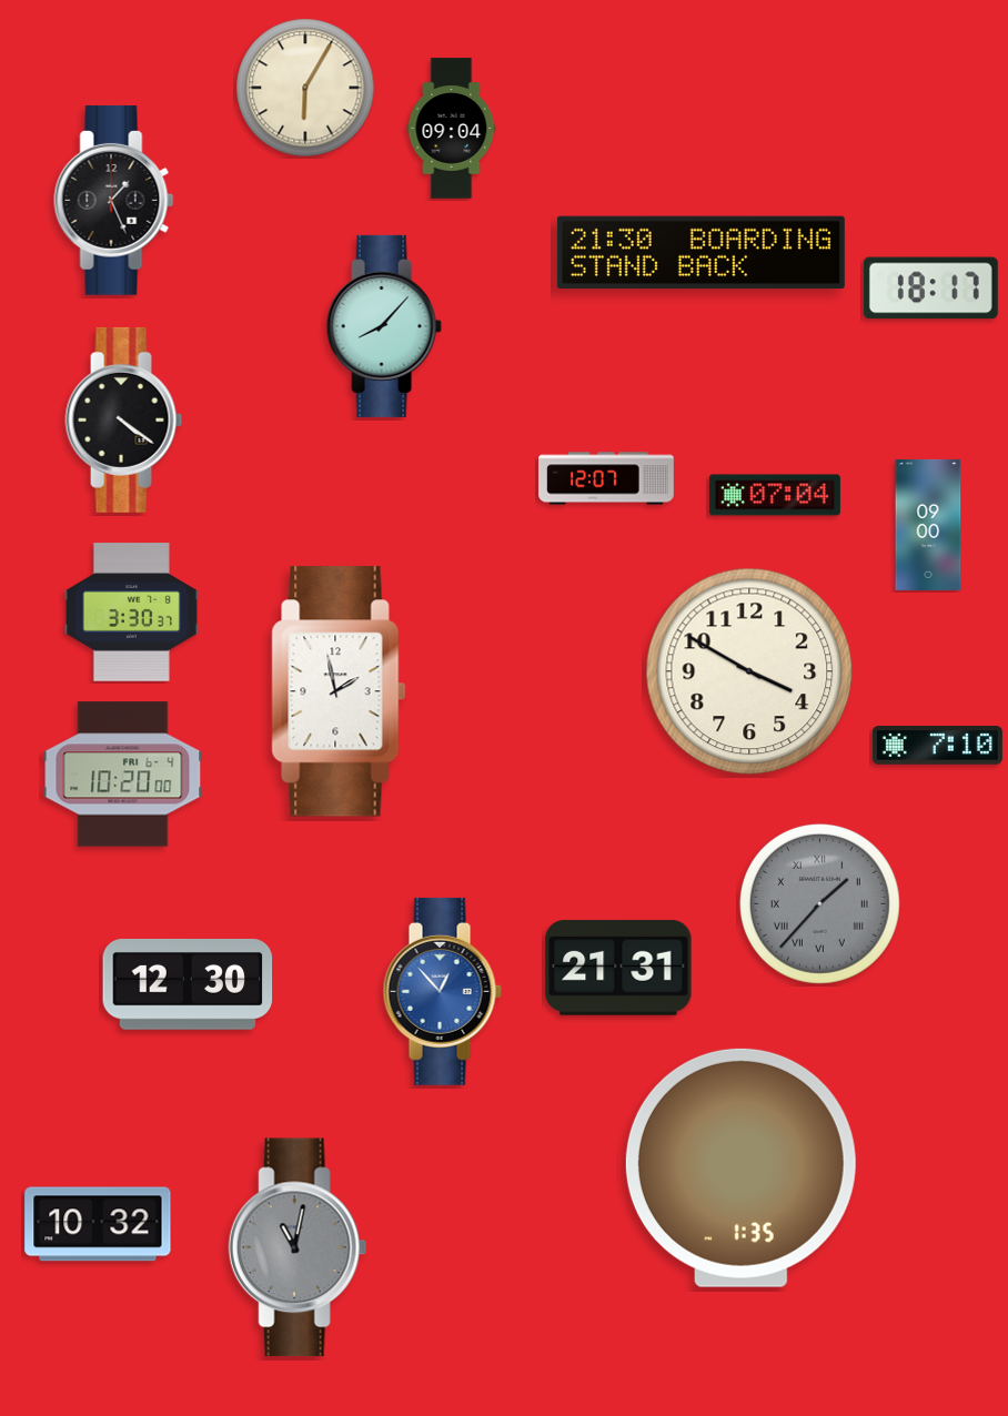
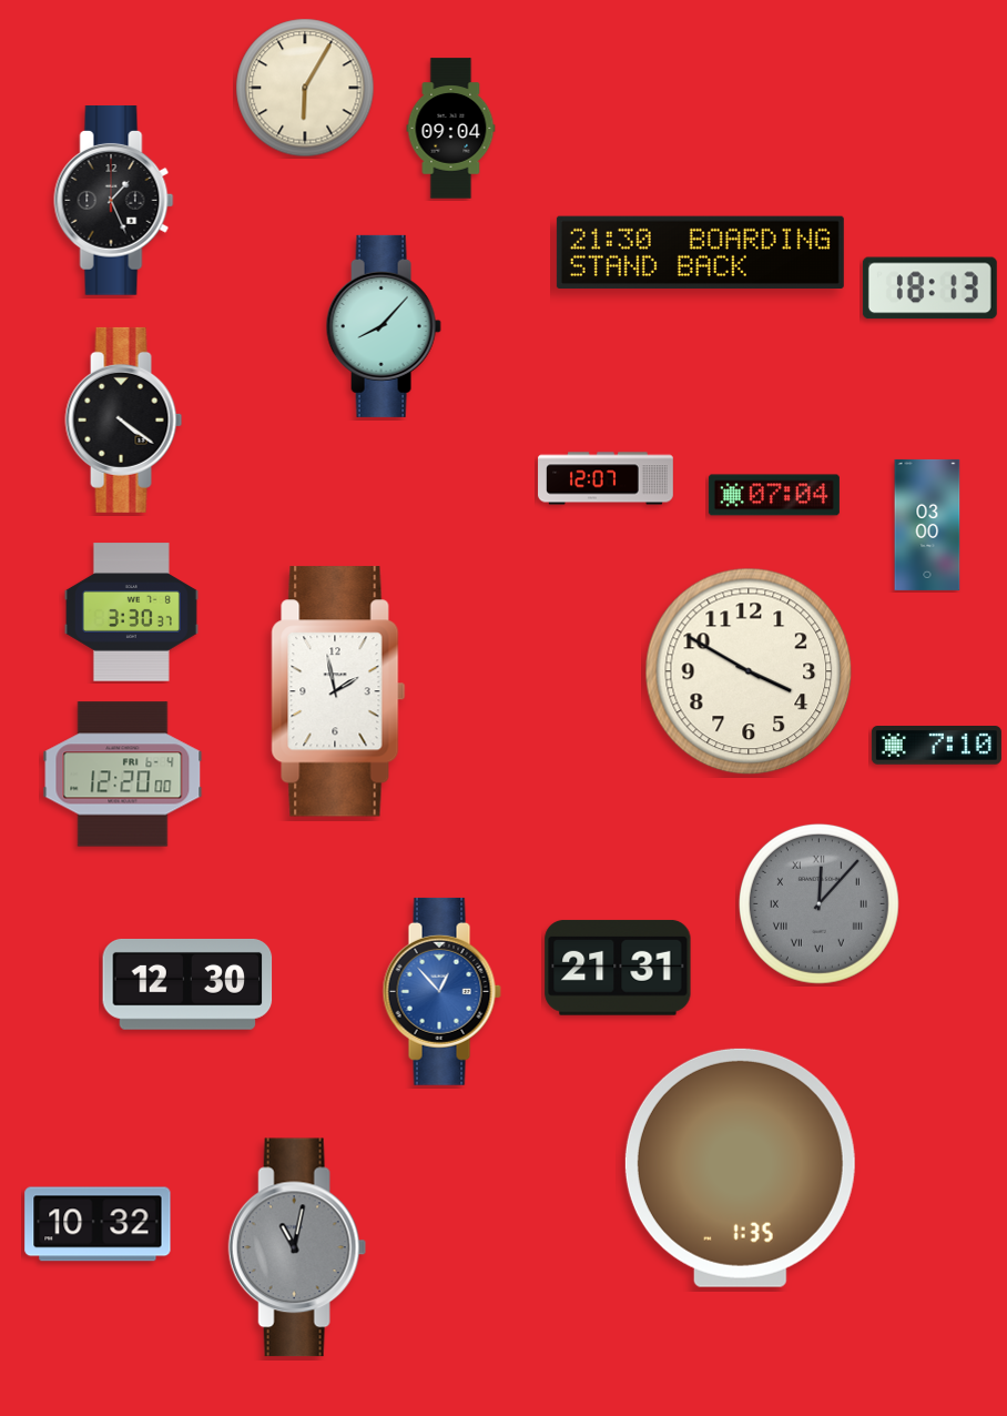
clock at (930, 289): 18:17 -> 18:13
clock at (928, 525): 09:00 -> 03:00
clock at (123, 775): 10:20 -> 12:20
clock at (819, 903): 1:37 -> 12:07
